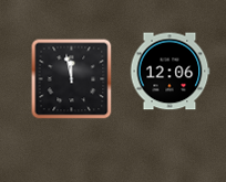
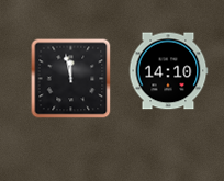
clock at (169, 72): 12:06 -> 14:10
